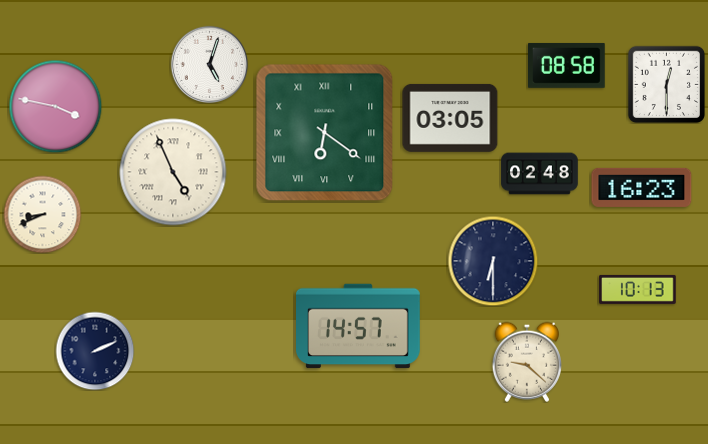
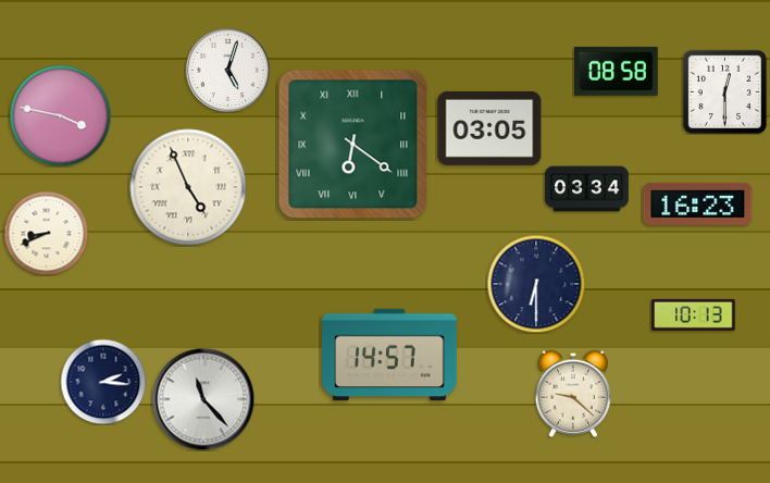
clock at (540, 174): 02:48 -> 03:34
clock at (95, 351): 2:11 -> 2:16
clock at (203, 399): none -> 11:23
